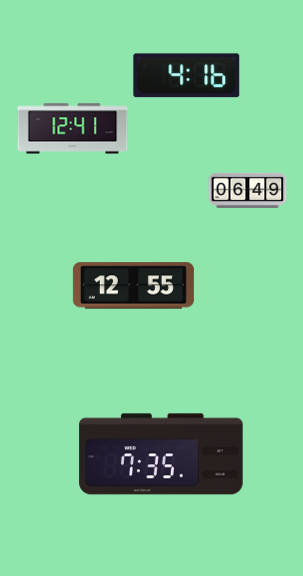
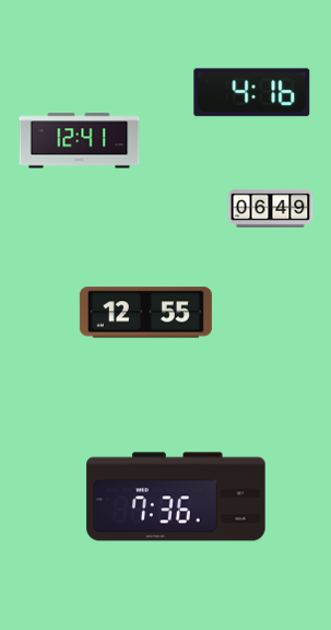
clock at (187, 76) position: (187, 76) -> (252, 93)
clock at (161, 454): 7:35 -> 7:36
